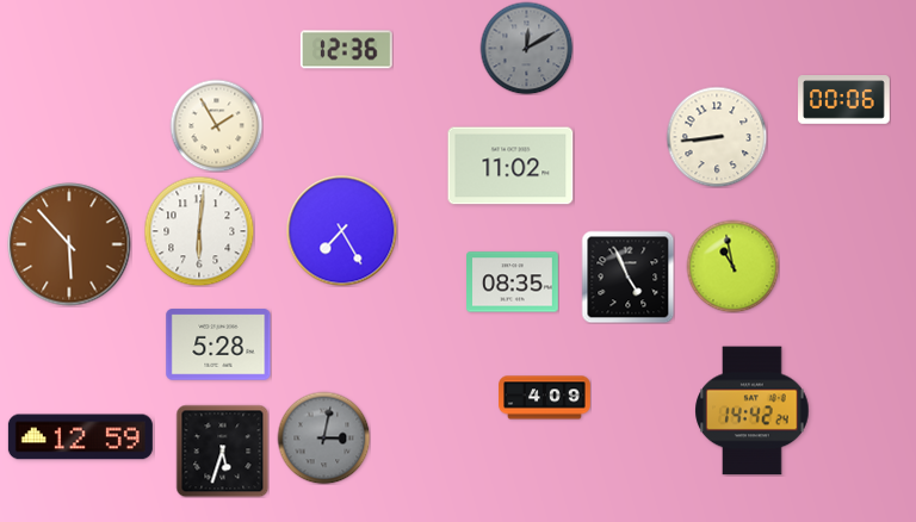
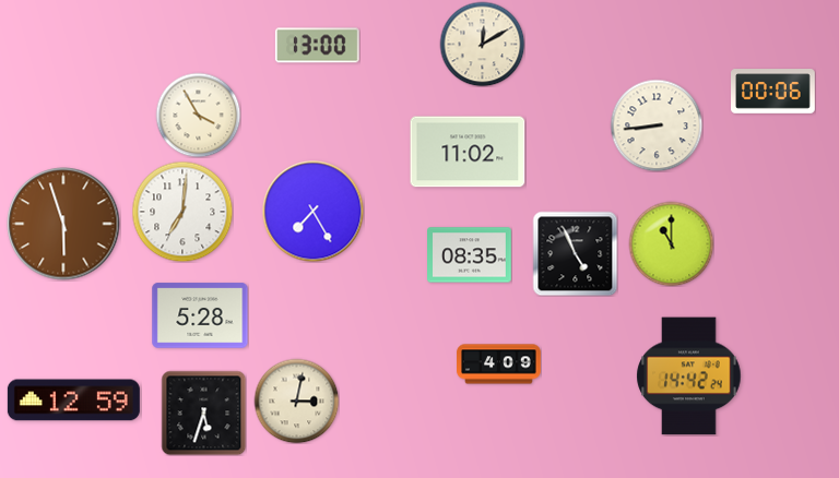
clock at (526, 48) dial: grey -> cream
clock at (346, 50): 12:36 -> 13:00
clock at (216, 125): 1:55 -> 3:55
clock at (199, 231): 6:01 -> 7:01
clock at (69, 244): 5:53 -> 5:57
clock at (732, 266): 10:58 -> 11:00
clock at (513, 282) position: (513, 282) -> (470, 255)
clock at (323, 437) dial: grey -> cream
